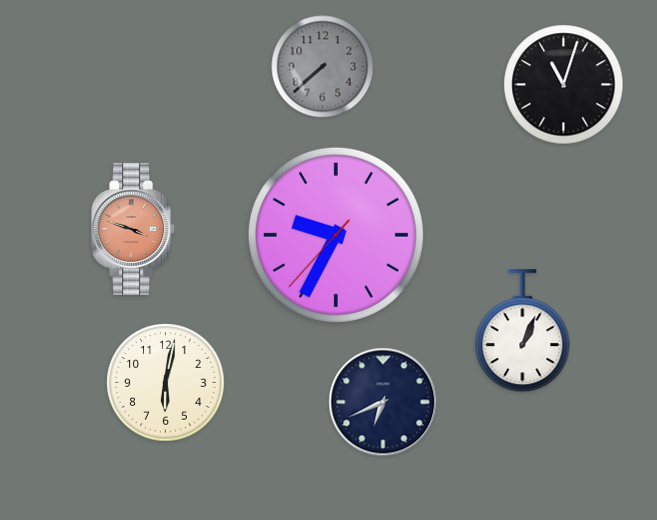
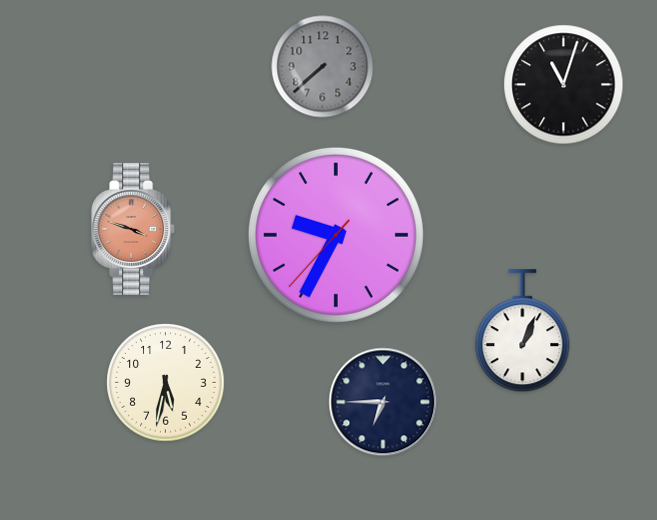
clock at (166, 383): 6:02 -> 5:32
clock at (383, 402): 6:41 -> 6:45
